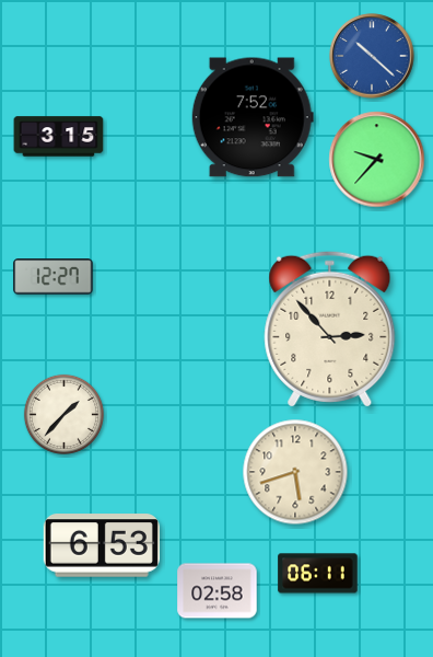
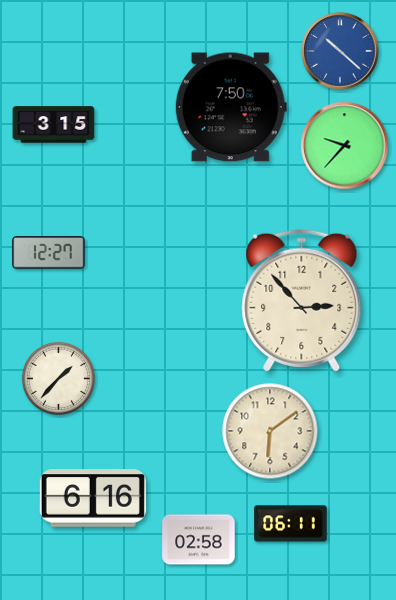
clock at (253, 117): 7:52 -> 7:50
clock at (295, 472): 5:42 -> 6:09
clock at (102, 546): 6:53 -> 6:16
